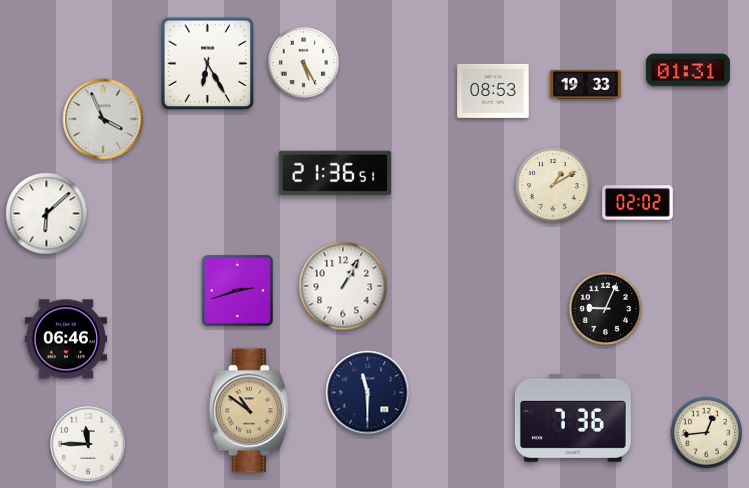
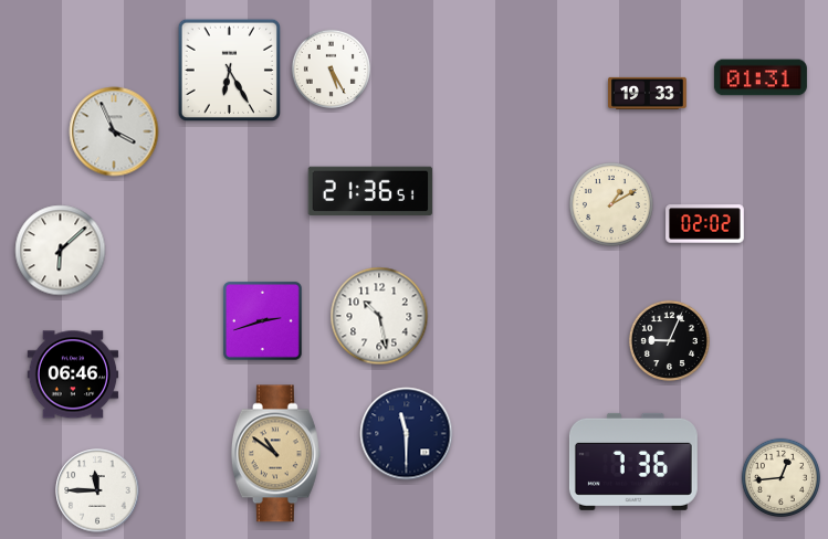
clock at (303, 62) position: (303, 62) -> (331, 68)
clock at (493, 91): 08:53 -> none
clock at (47, 214) position: (47, 214) -> (61, 251)
clock at (343, 286): 1:05 -> 10:28
